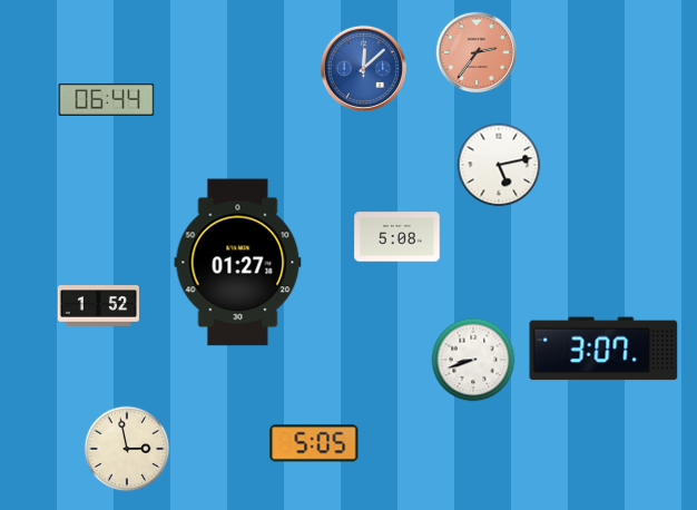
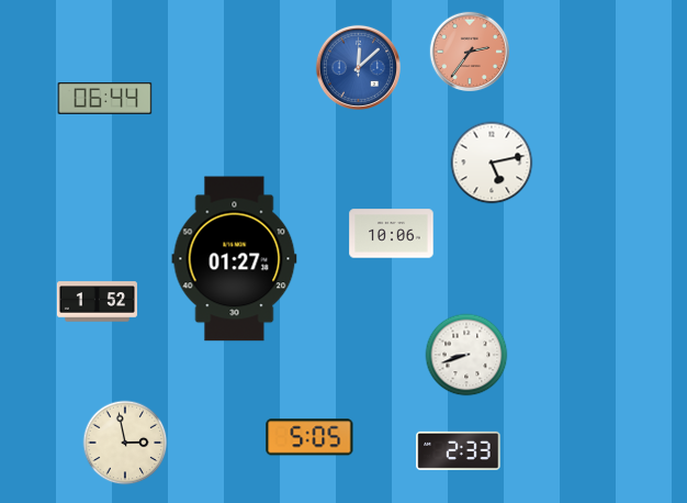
clock at (397, 237): 5:08 -> 10:06
clock at (603, 349): 3:07 -> none
clock at (459, 450): none -> 2:33
